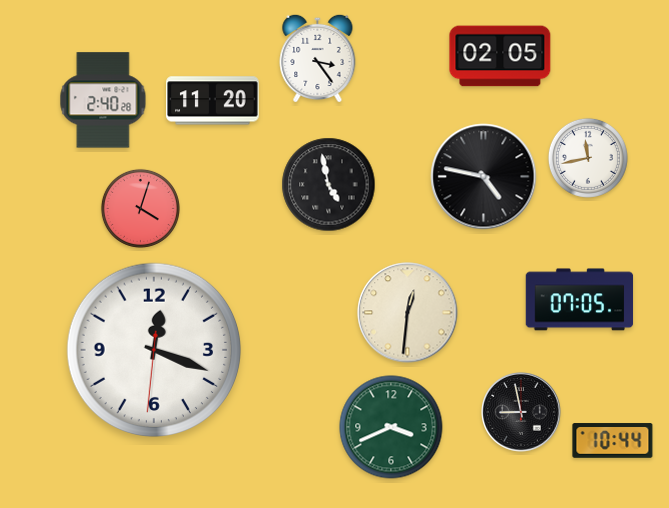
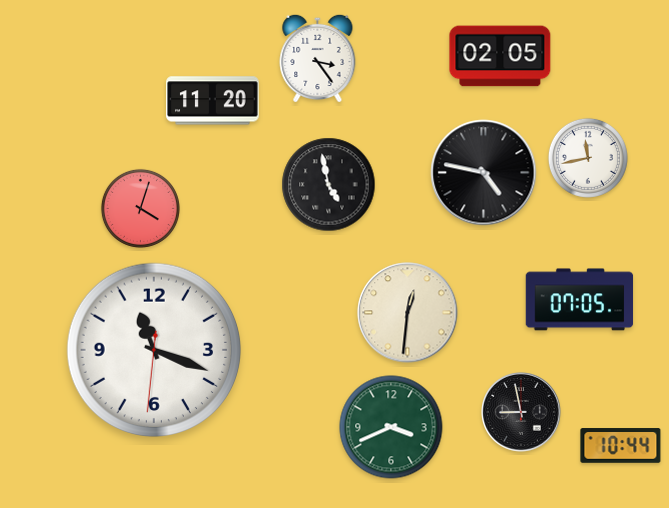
clock at (103, 100): 2:40 -> none
clock at (484, 177) position: (484, 177) -> (484, 173)
clock at (154, 350): 12:18 -> 11:18
clock at (613, 441) position: (613, 441) -> (621, 446)
